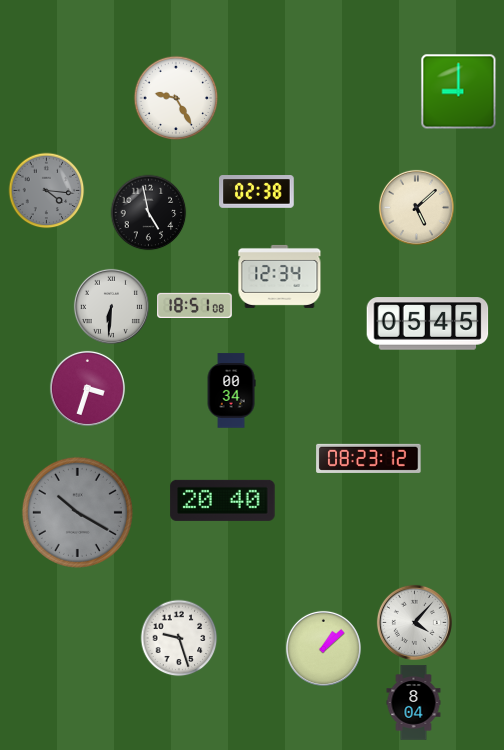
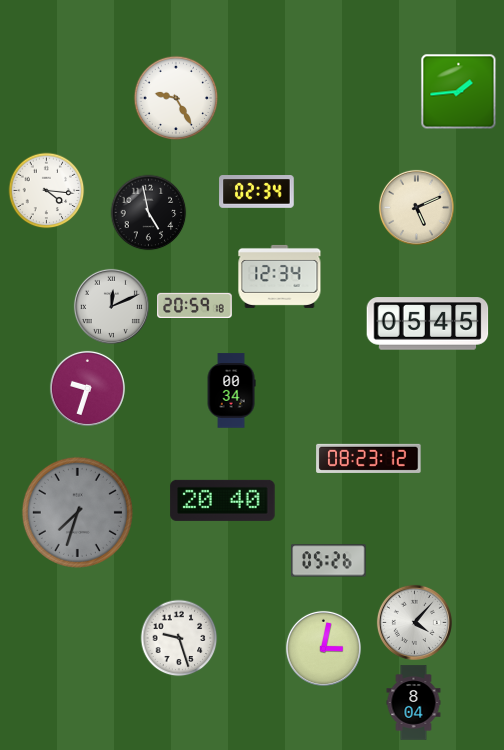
clock at (459, 92): 9:00 -> 1:44
clock at (47, 191) dial: grey -> white
clock at (257, 192): 02:38 -> 02:34
clock at (416, 207): 5:08 -> 5:11
clock at (195, 305): 18:51 -> 20:59
clock at (111, 306): 6:31 -> 12:11
clock at (87, 388): 3:33 -> 9:33
clock at (77, 512): 10:20 -> 7:33
clock at (329, 561): none -> 05:26
clock at (323, 648): 1:08 -> 3:02
